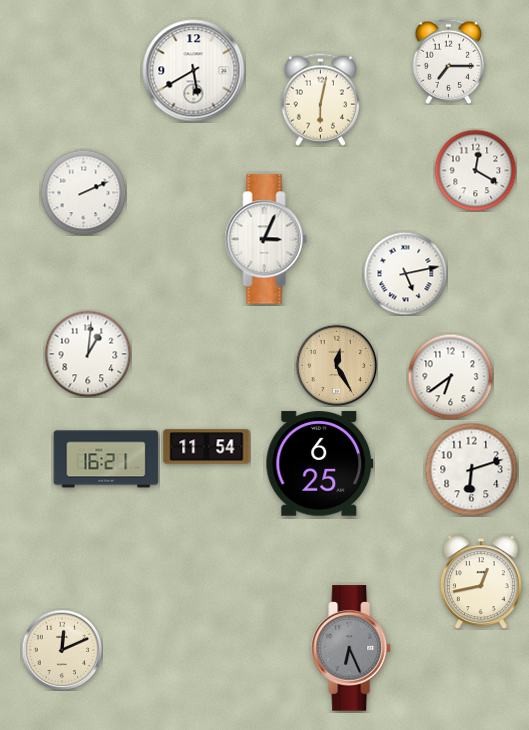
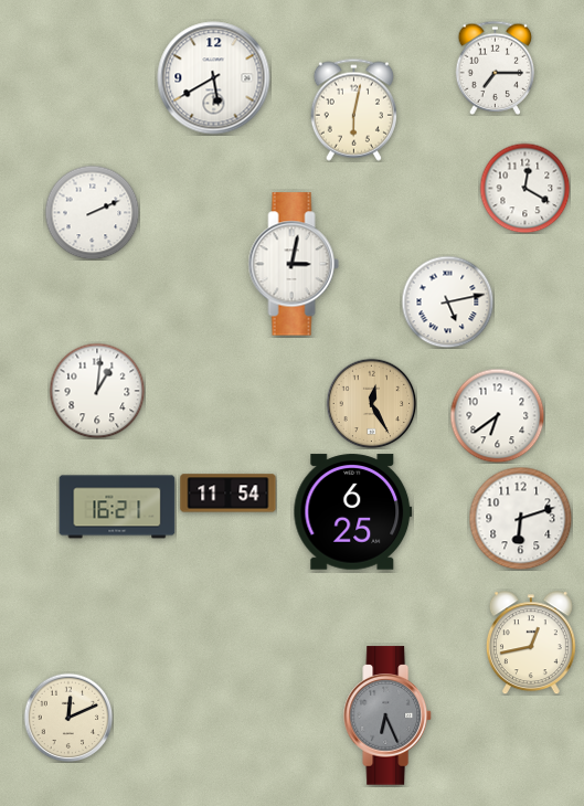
clock at (266, 239): 3:04 -> 3:02
